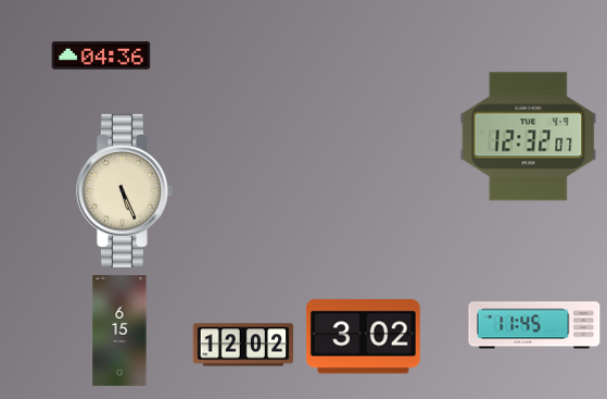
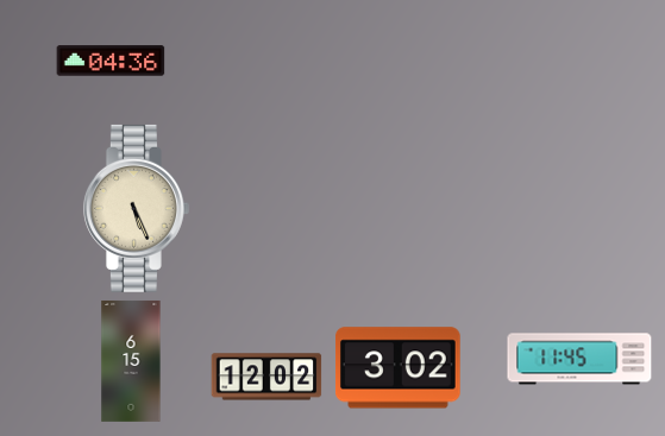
clock at (529, 137): 12:32 -> none
clock at (534, 325) position: (534, 325) -> (579, 359)
